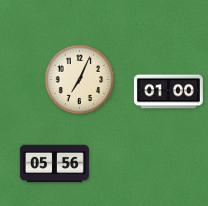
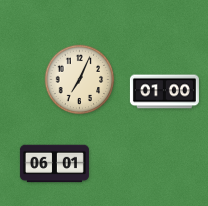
clock at (168, 92) position: (168, 92) -> (164, 92)
clock at (54, 164): 05:56 -> 06:01
